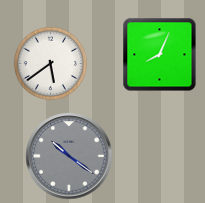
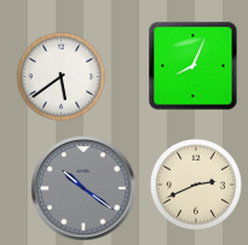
clock at (196, 185): none -> 2:41
